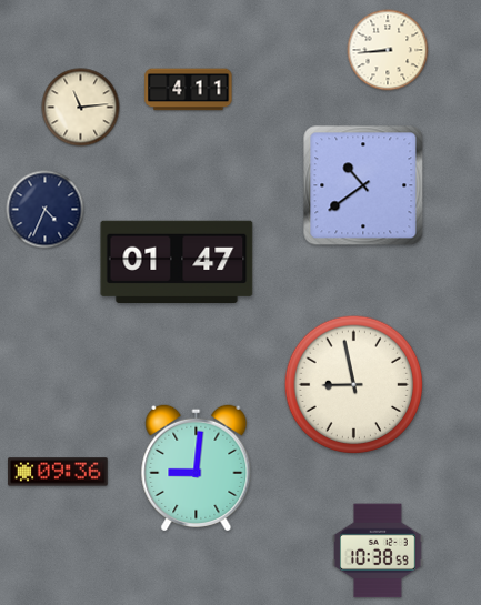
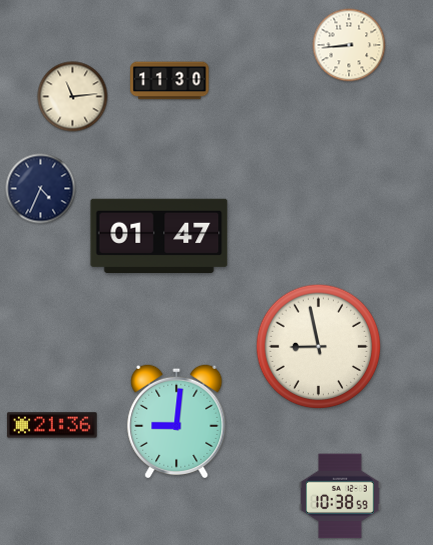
clock at (189, 90): 4:11 -> 11:30
clock at (363, 185): 10:39 -> none
clock at (58, 472): 09:36 -> 21:36
